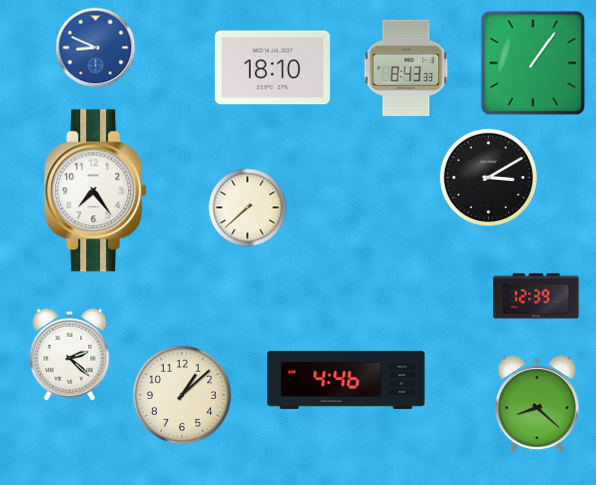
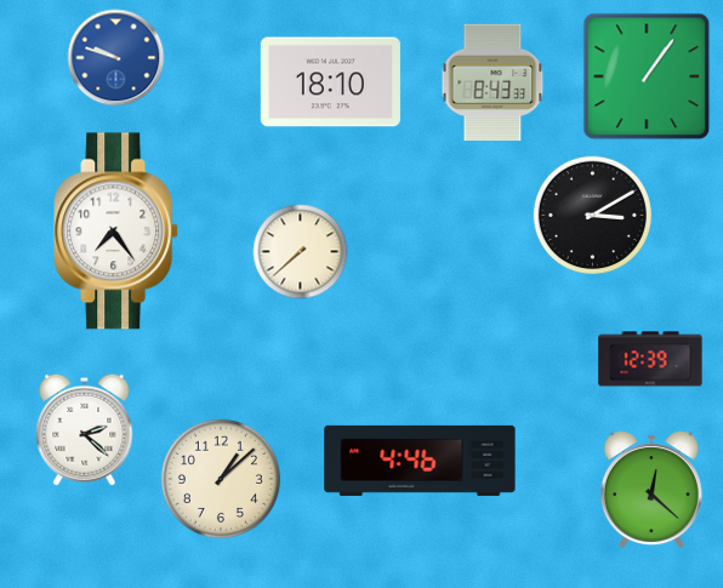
clock at (96, 48): 8:49 -> 9:48
clock at (537, 404): 8:22 -> 12:22
